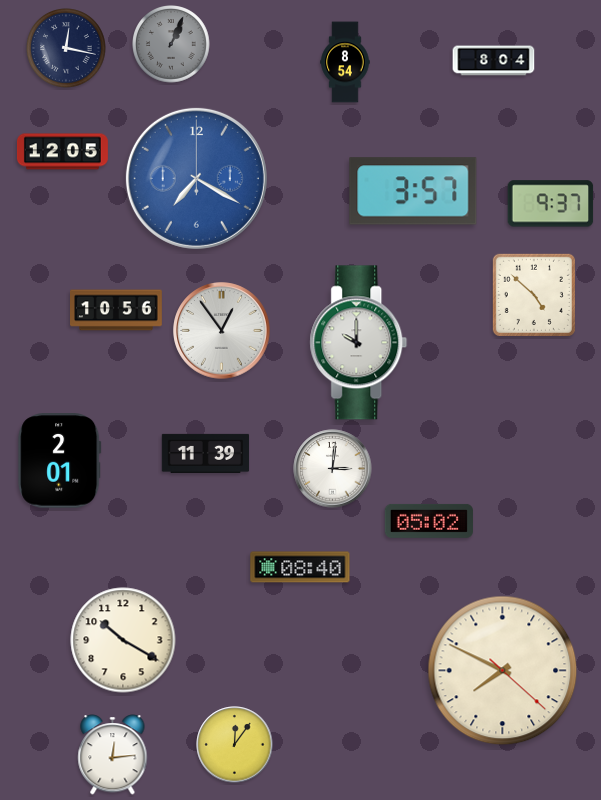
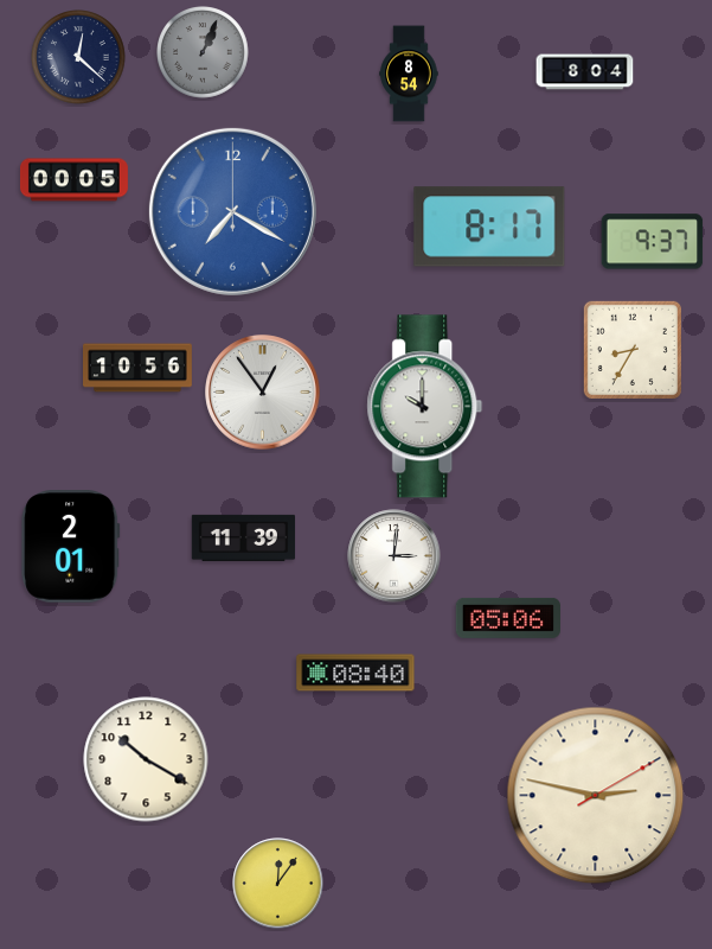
clock at (66, 48): 12:17 -> 12:22
clock at (62, 152): 12:05 -> 00:05
clock at (413, 191): 3:57 -> 8:17
clock at (534, 295): 4:52 -> 8:35
clock at (429, 521): 05:02 -> 05:06
clock at (503, 671): 7:49 -> 2:47
clock at (113, 755): 12:14 -> none
